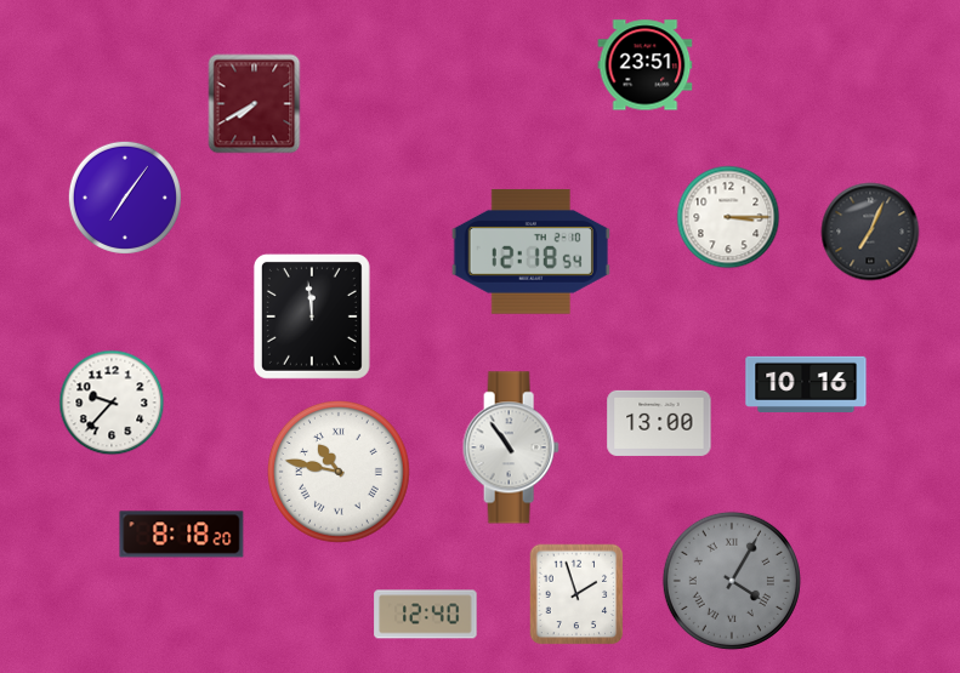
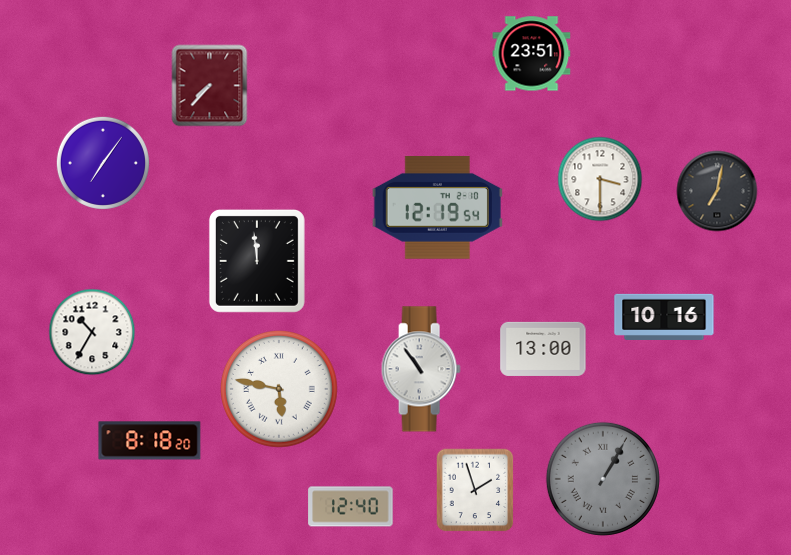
clock at (255, 104): 7:40 -> 7:37
clock at (728, 217): 3:15 -> 3:30
clock at (870, 232): 7:04 -> 7:02
clock at (530, 251): 12:18 -> 12:19
clock at (112, 403): 9:37 -> 10:35
clock at (339, 472): 10:47 -> 5:47
clock at (732, 581): 4:05 -> 1:05
